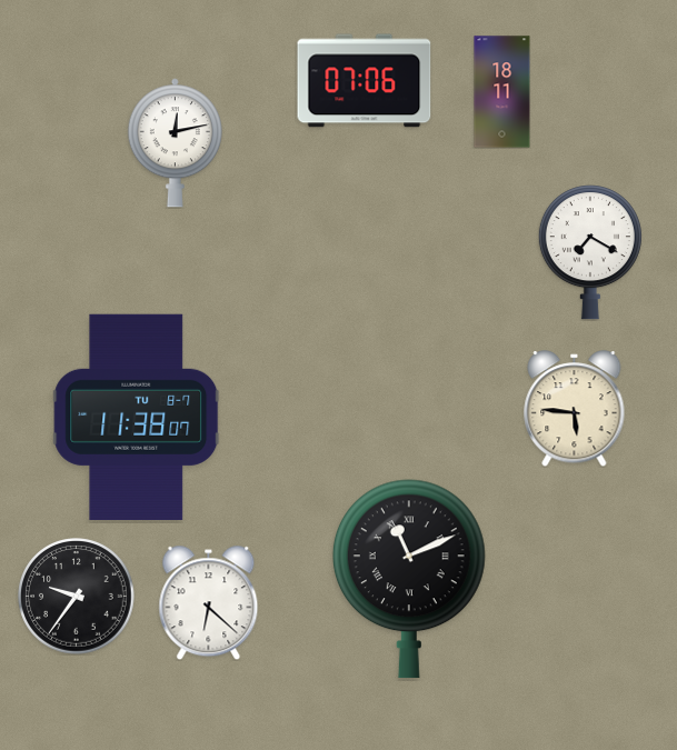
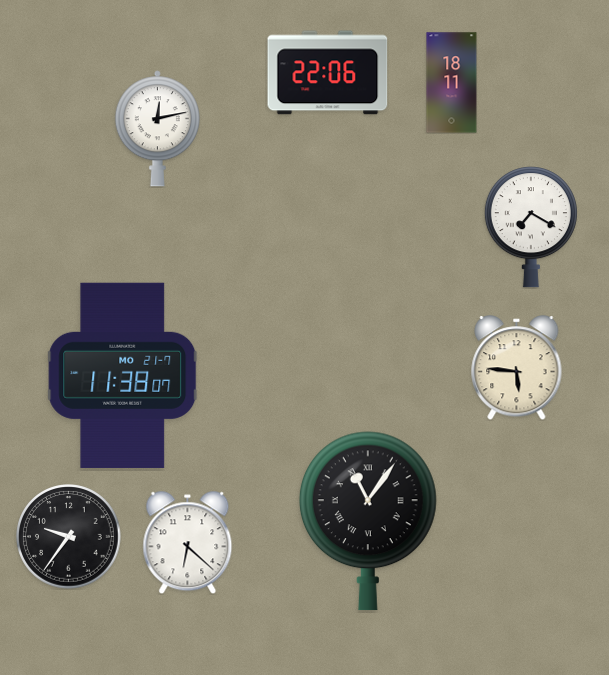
clock at (365, 81): 07:06 -> 22:06
clock at (137, 417) date: TU 8-7 -> MO 21-7
clock at (409, 579): 11:11 -> 11:06
